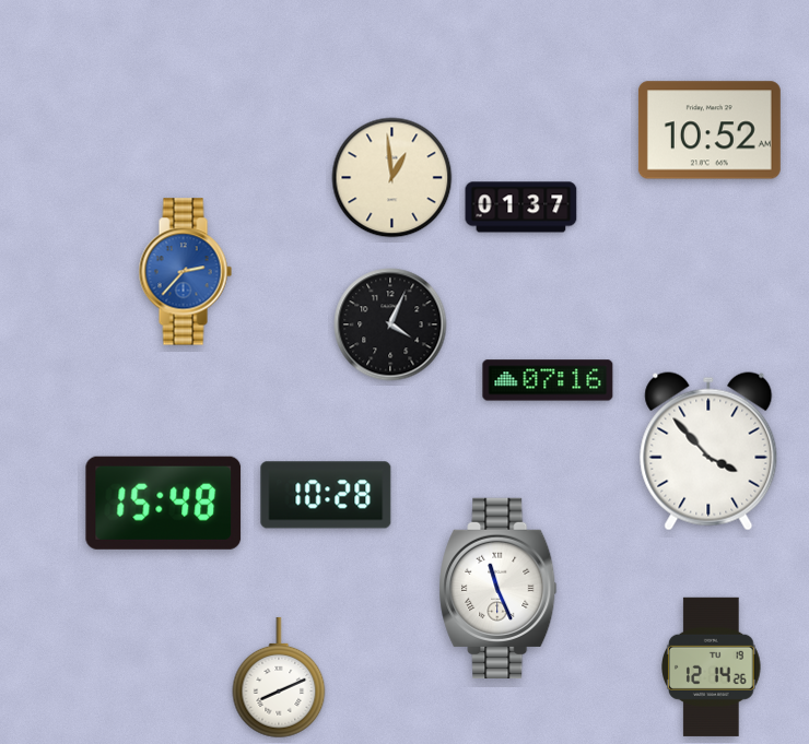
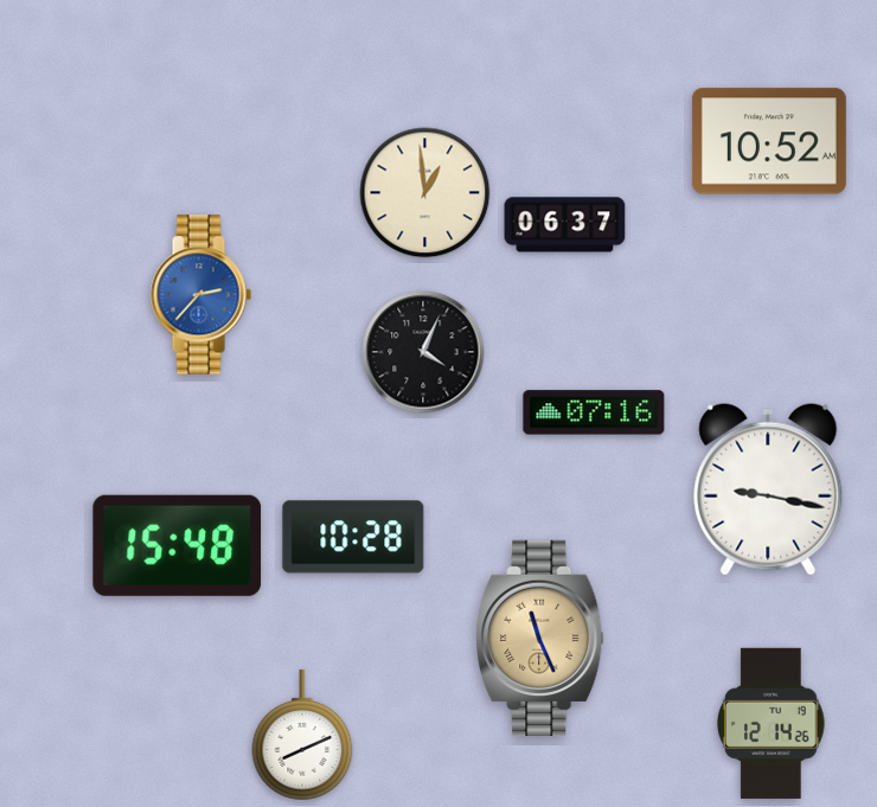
clock at (521, 208): 01:37 -> 06:37
clock at (708, 451): 3:53 -> 9:17
clock at (499, 588) dial: white -> champagne
